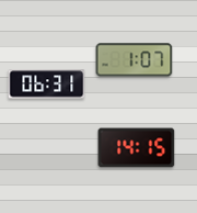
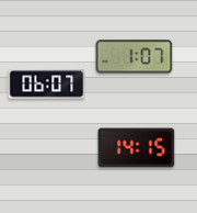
clock at (135, 60) position: (135, 60) -> (135, 57)
clock at (47, 85): 06:31 -> 06:07
